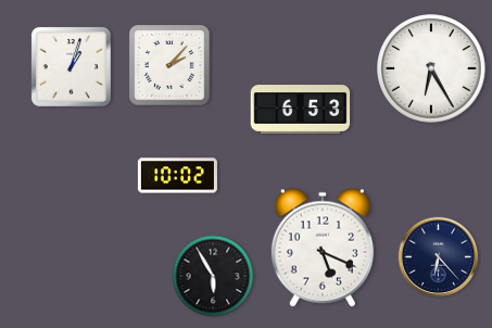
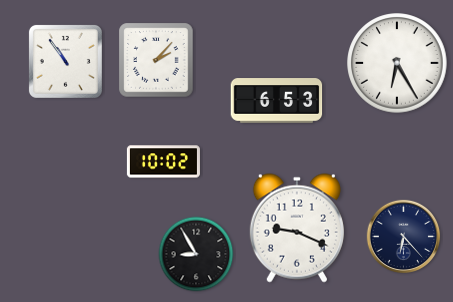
clock at (71, 66): 1:03 -> 10:54
clock at (323, 248): 5:19 -> 9:19
clock at (213, 276): 5:55 -> 8:55
